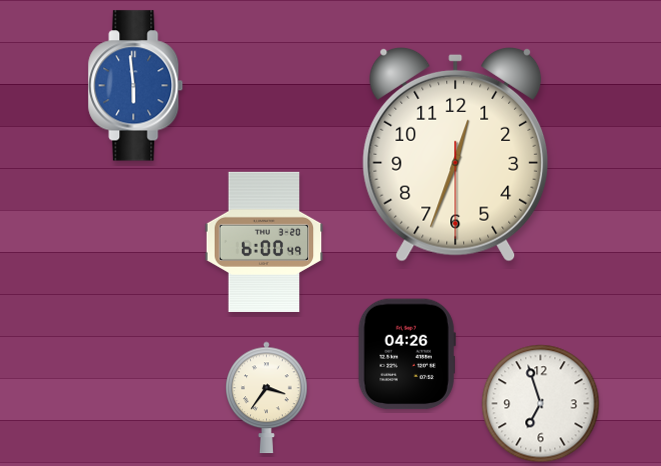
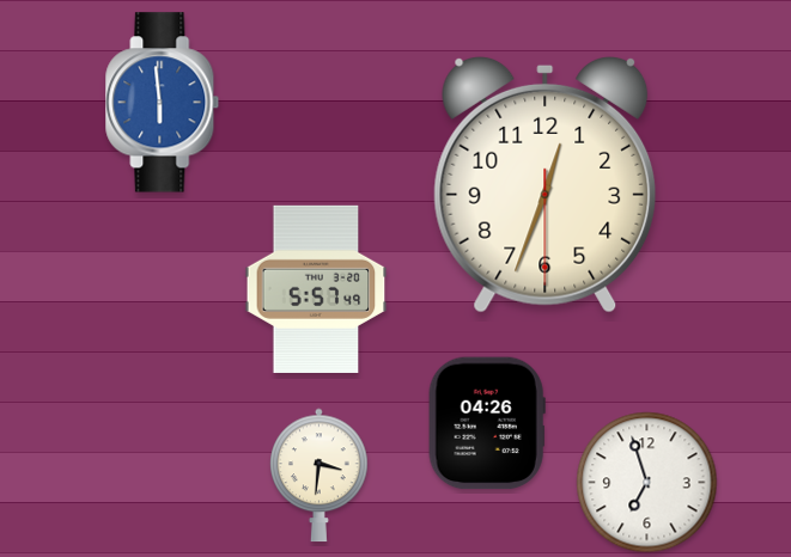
clock at (264, 242): 6:00 -> 5:57
clock at (267, 398): 3:36 -> 3:31
